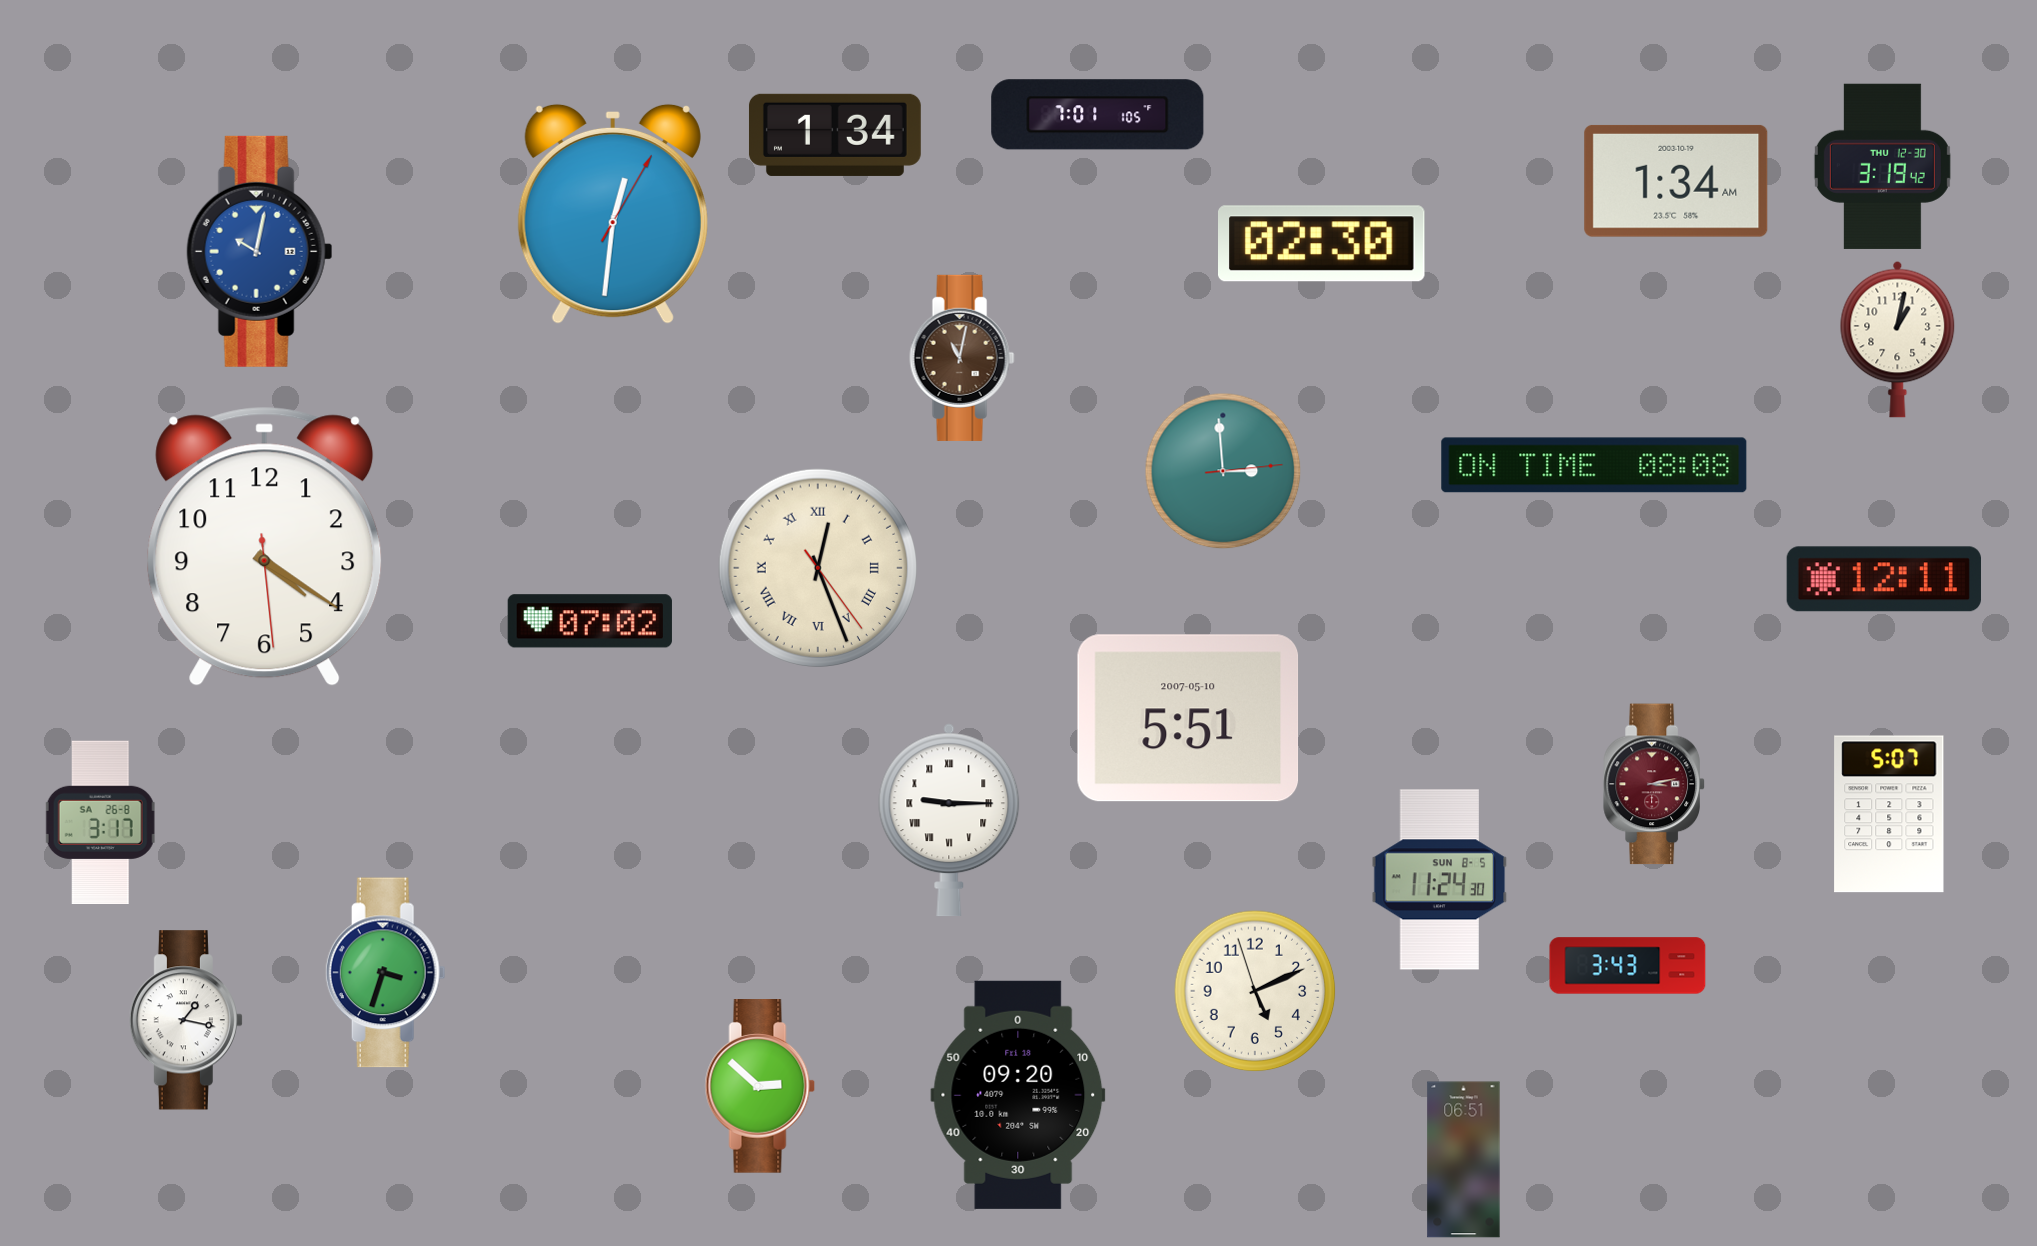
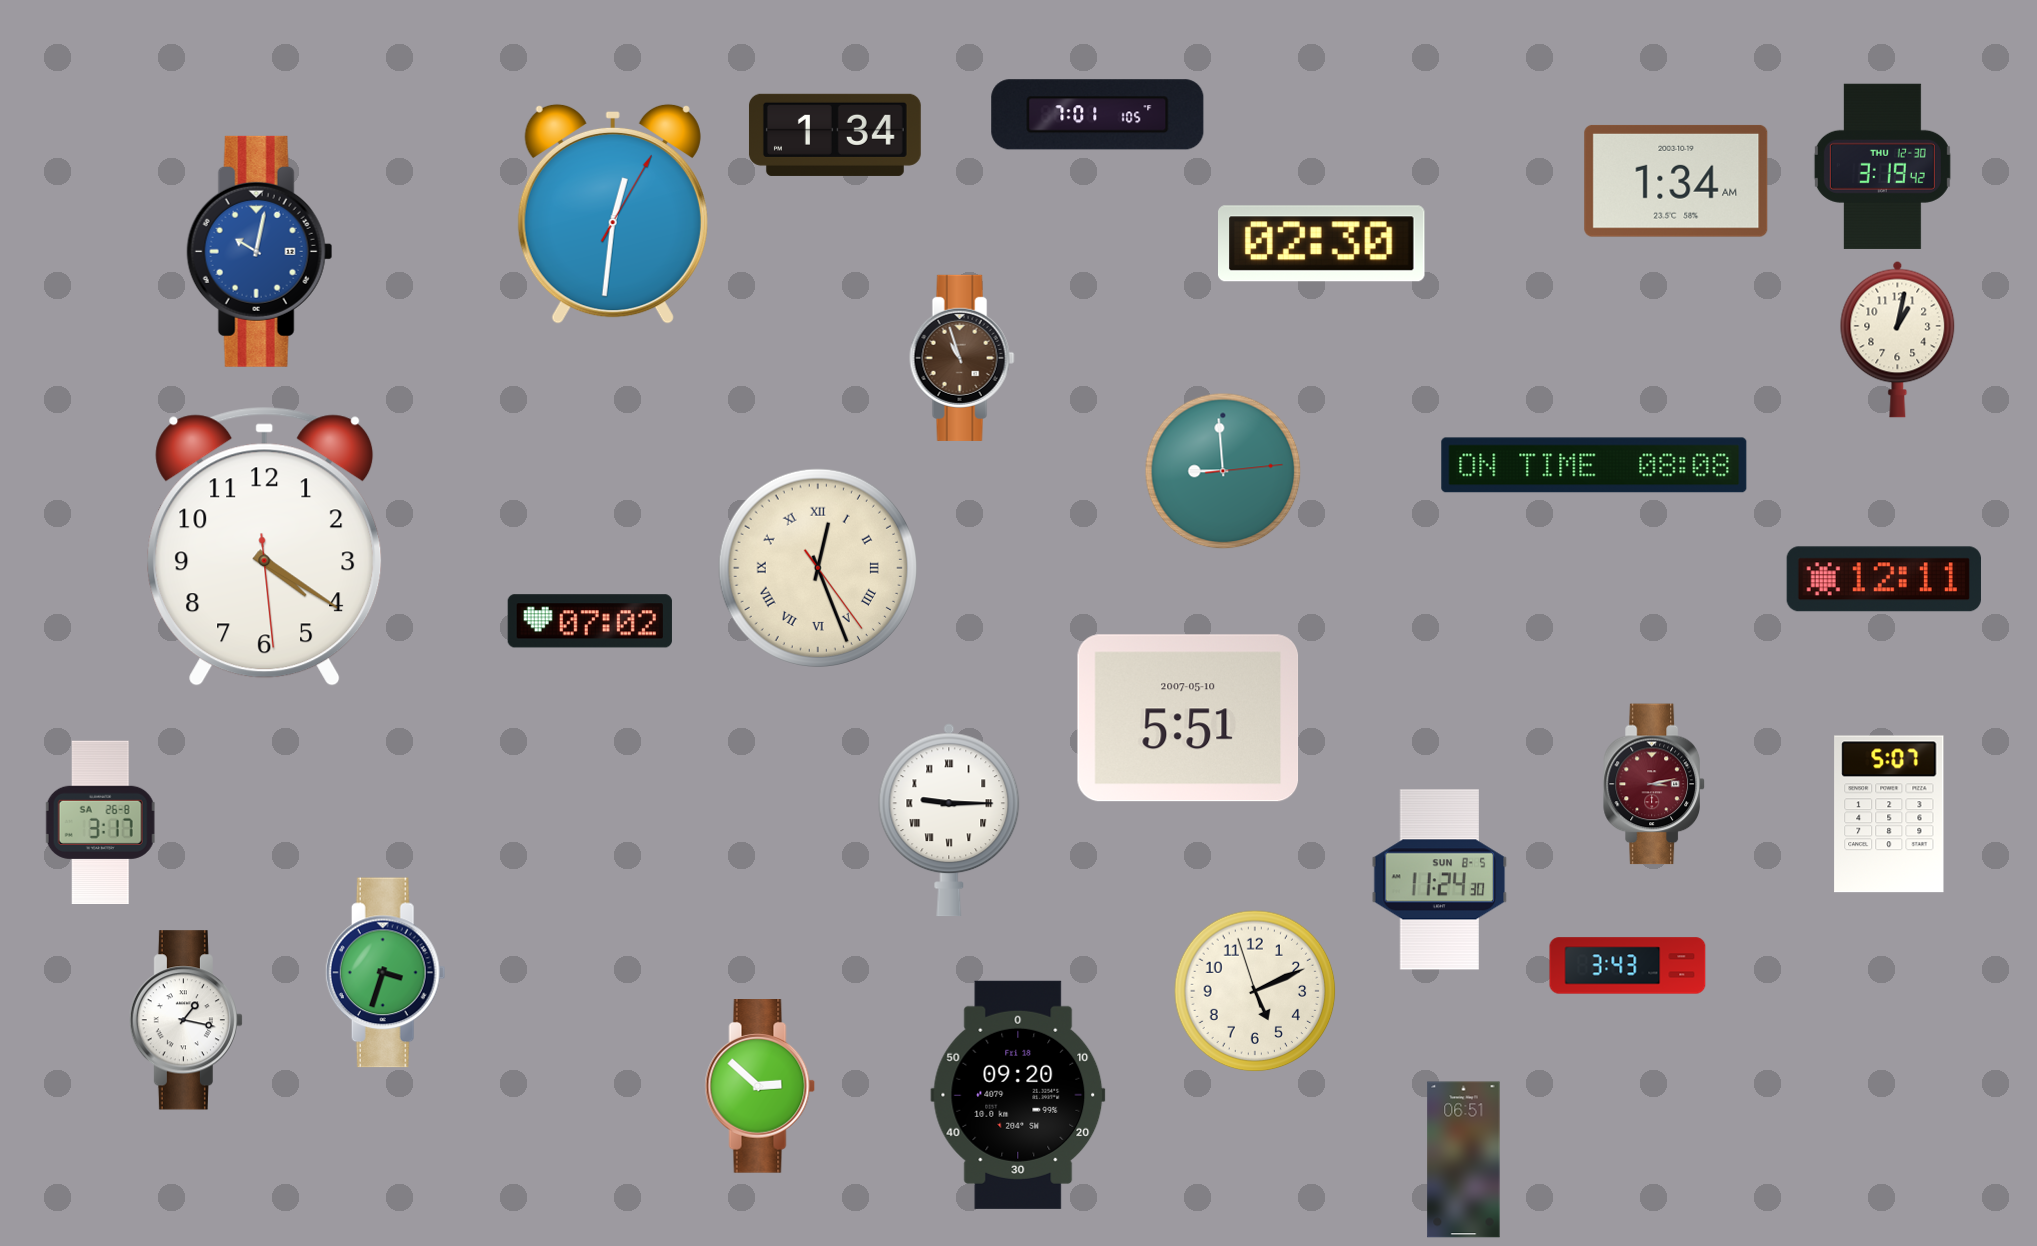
clock at (962, 358): 11:02 -> 10:57
clock at (1223, 471): 2:59 -> 8:59
